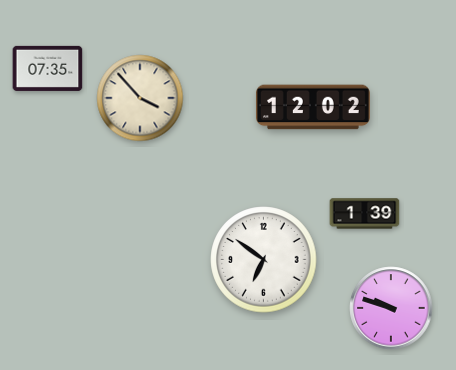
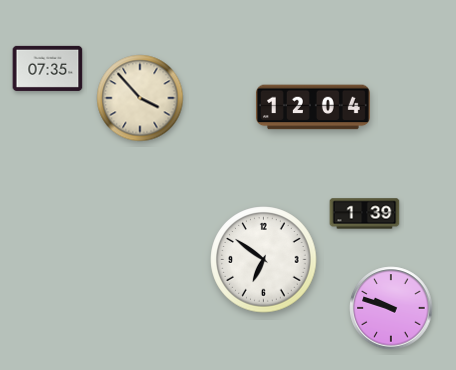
clock at (313, 107): 12:02 -> 12:04
